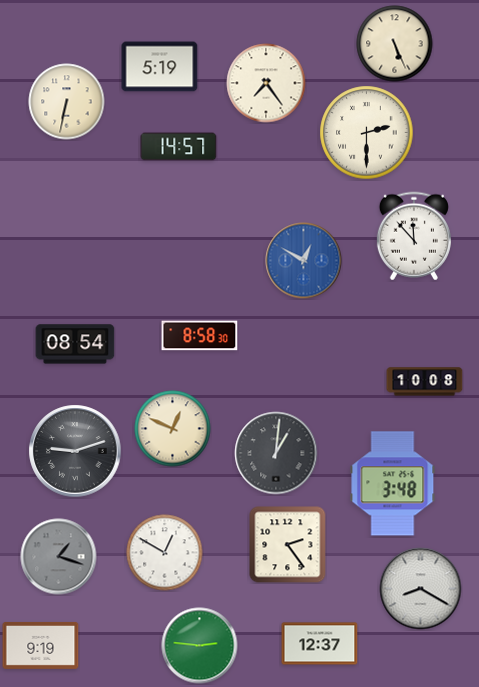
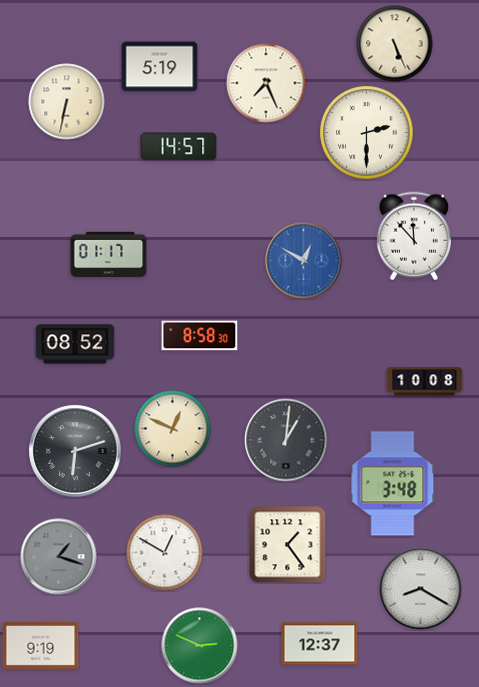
clock at (266, 83): 7:24 -> 7:26
clock at (109, 255): none -> 01:17
clock at (75, 344): 08:54 -> 08:52
clock at (75, 451): 9:12 -> 6:12
clock at (276, 453) position: (276, 453) -> (286, 440)
clock at (288, 545): 2:24 -> 1:24
clock at (200, 646): 2:46 -> 2:49
